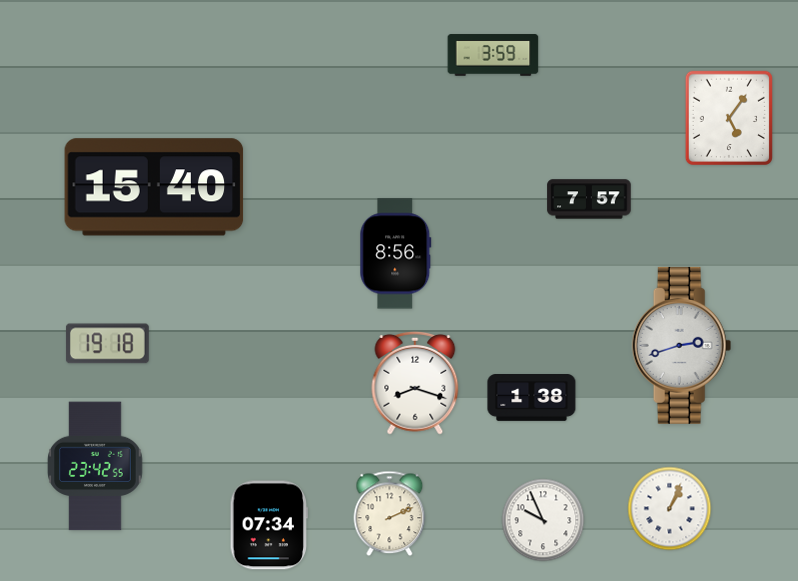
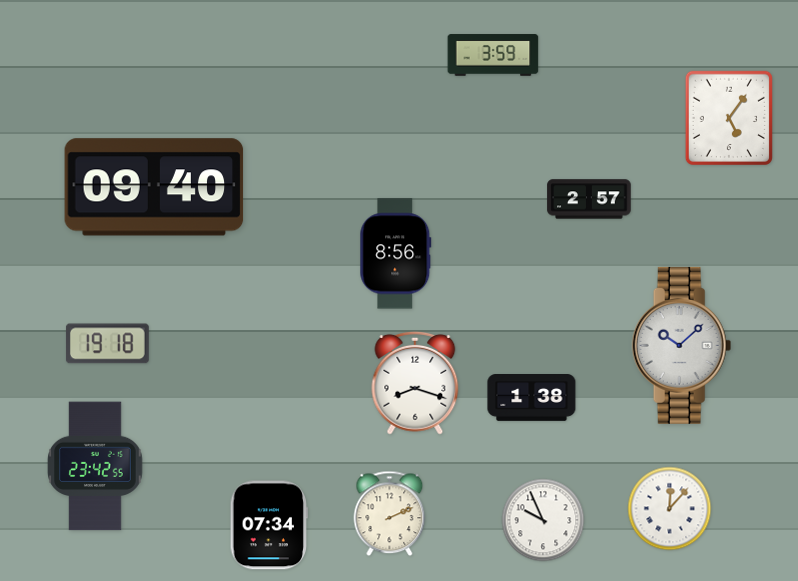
clock at (154, 187): 15:40 -> 09:40
clock at (589, 199): 7:57 -> 2:57
clock at (682, 345): 2:42 -> 10:08
clock at (670, 509): 1:04 -> 12:07
